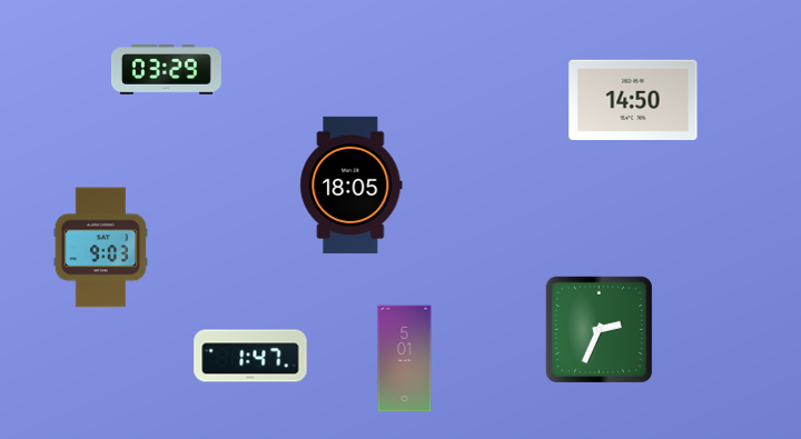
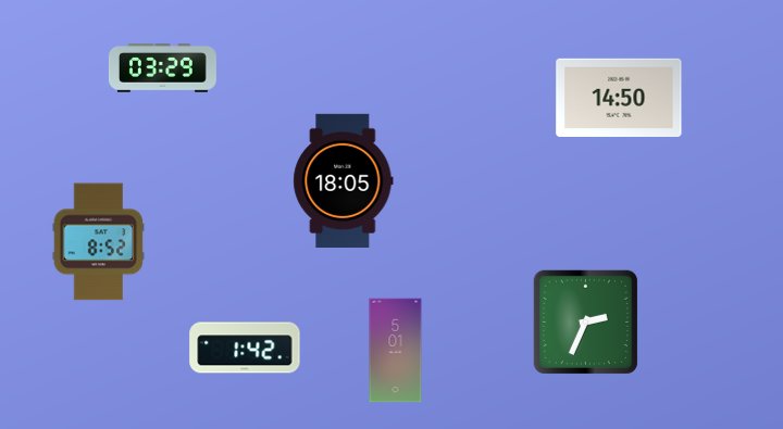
clock at (101, 248): 9:03 -> 8:52
clock at (250, 356): 1:47 -> 1:42
